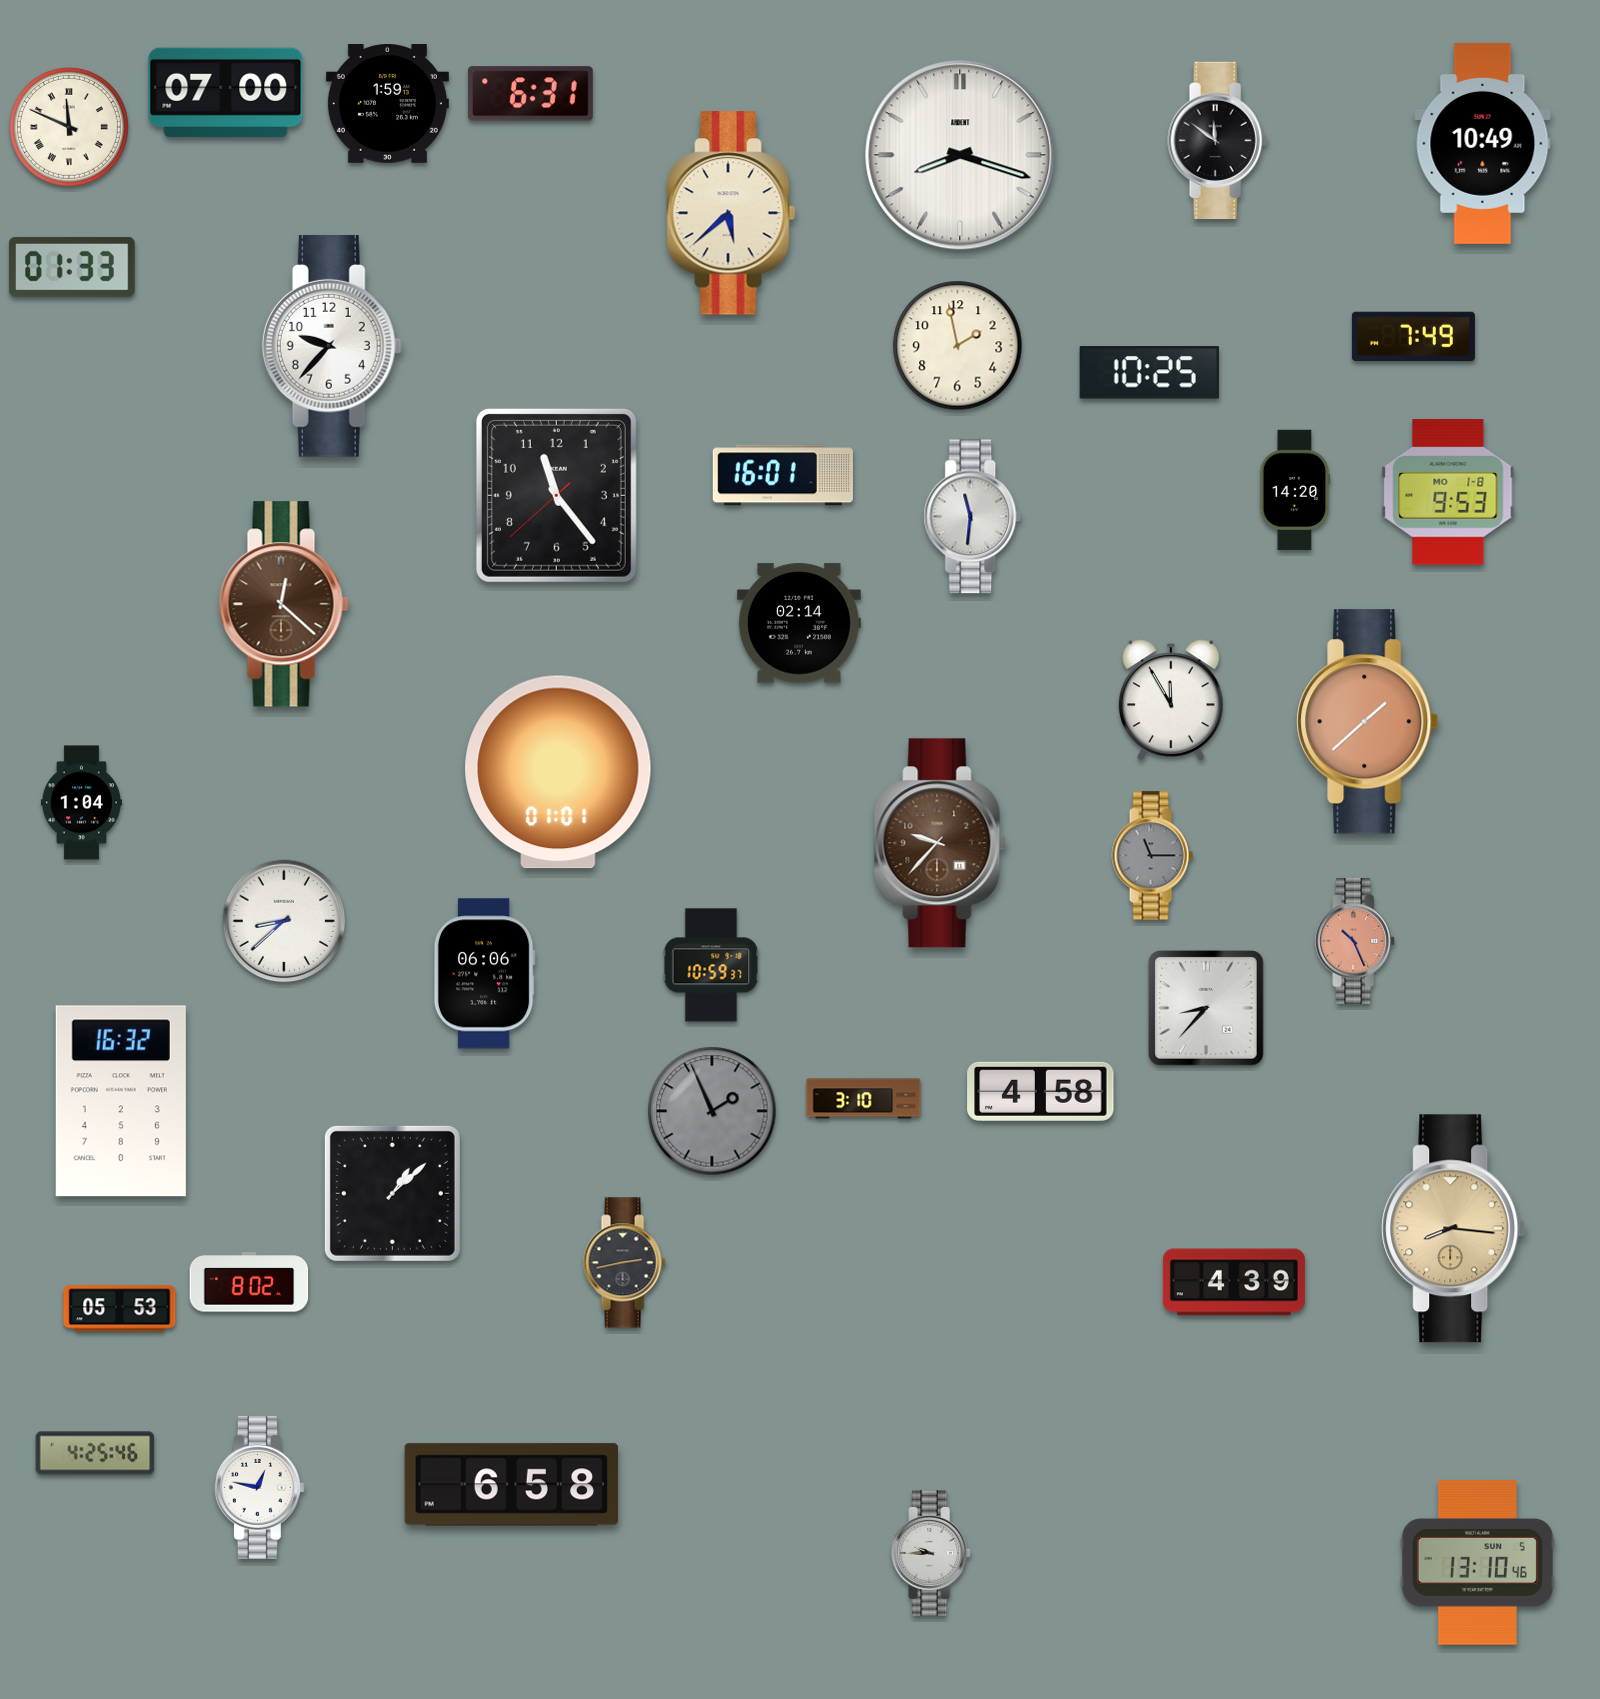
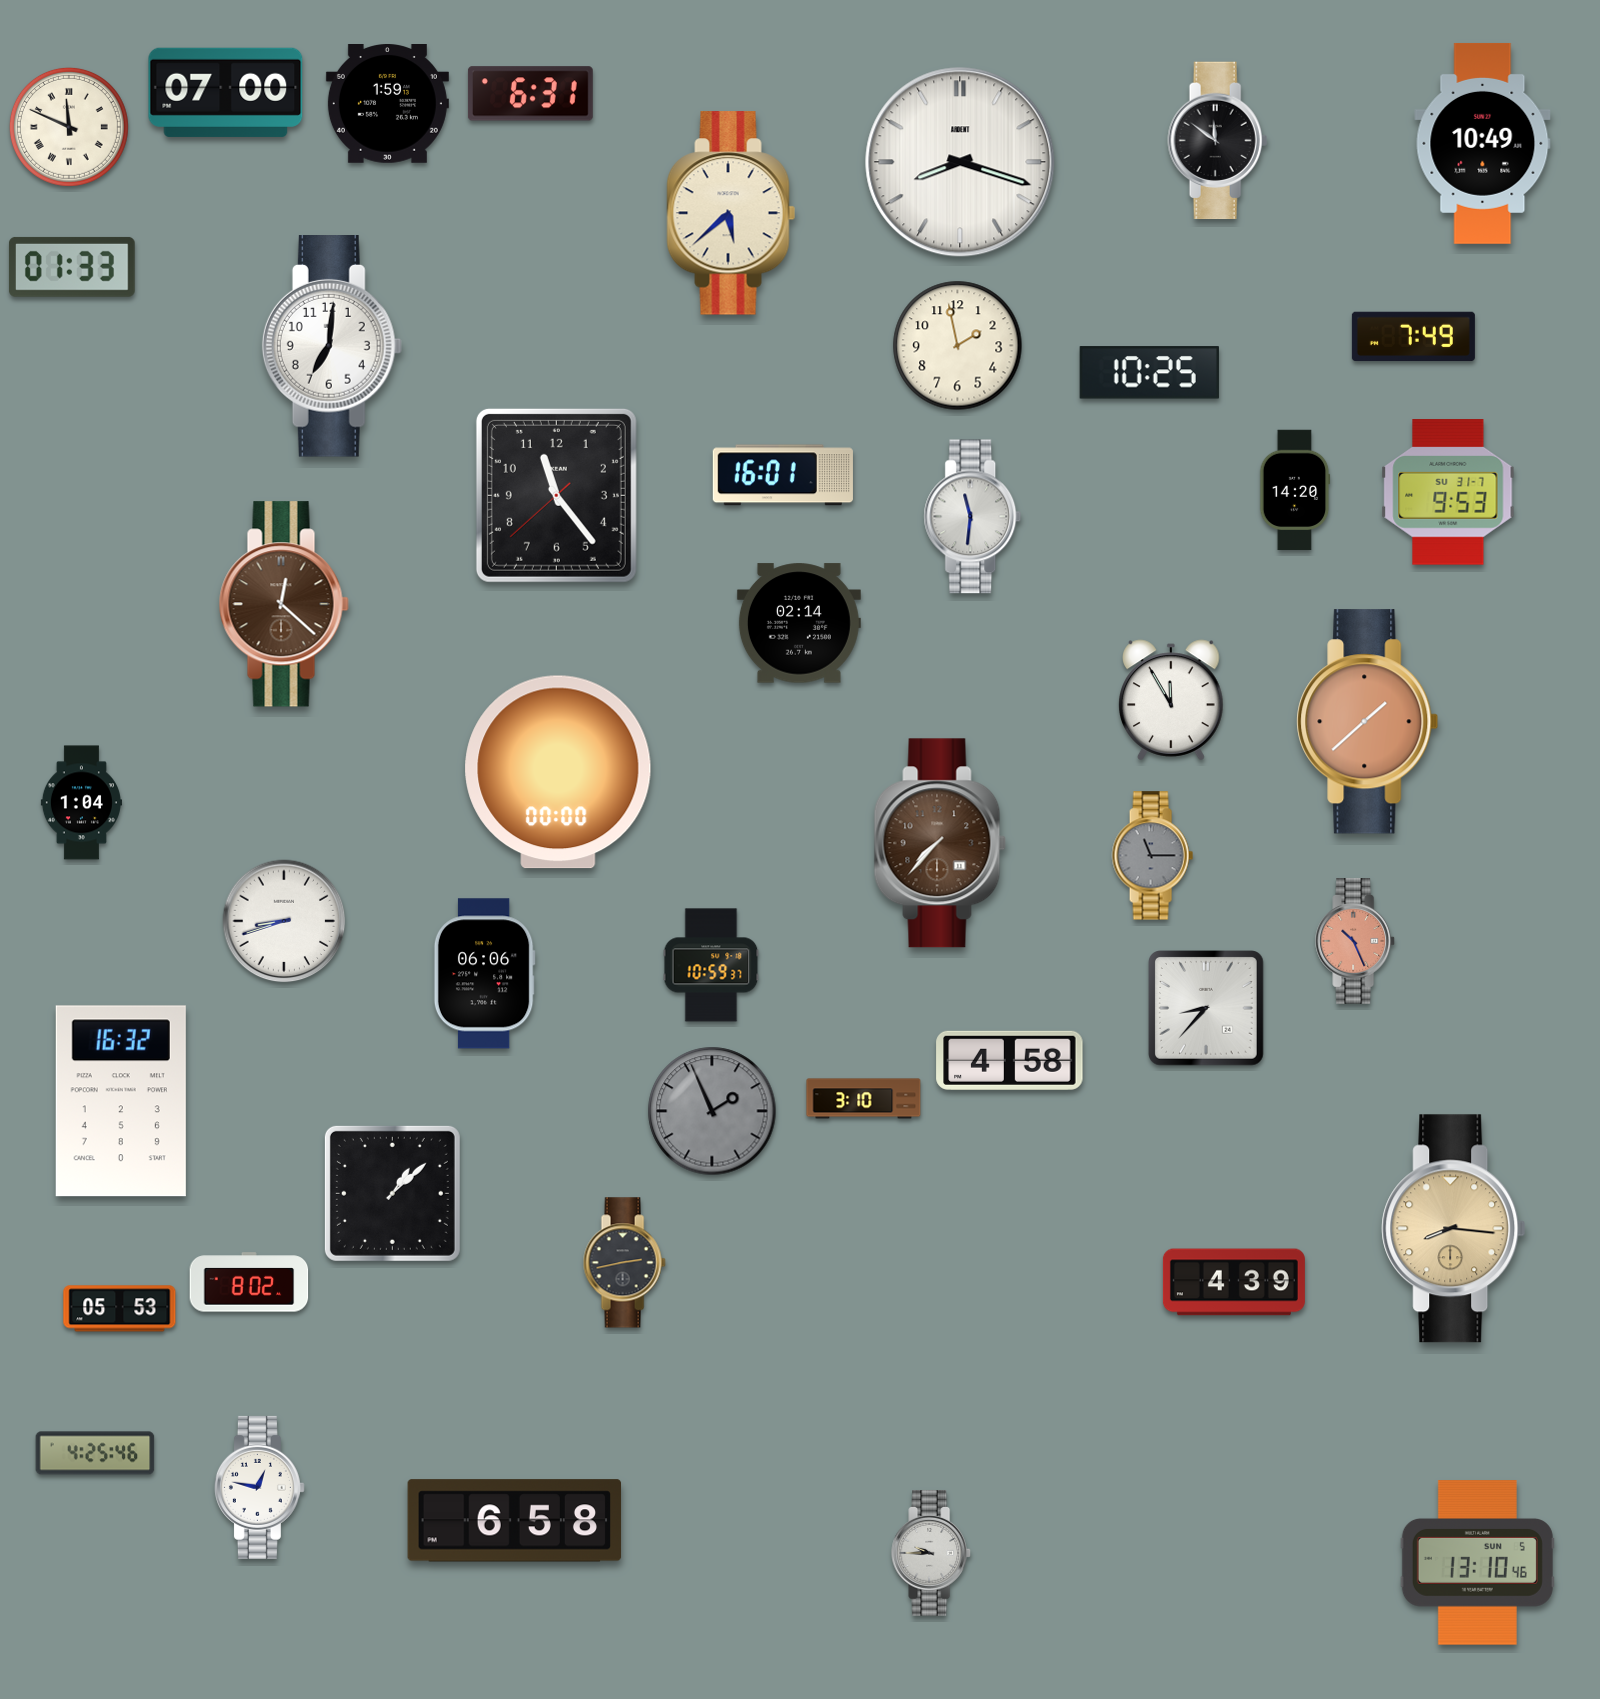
clock at (960, 155) position: (960, 155) -> (960, 162)
clock at (332, 347): 9:37 -> 7:01
clock at (1448, 492) date: MO 1-8 -> SU 31-7
clock at (558, 772): 01:01 -> 00:00
clock at (940, 843): 9:37 -> 7:37
clock at (284, 921): 8:38 -> 8:42
clock at (1041, 1091) position: (1041, 1091) -> (1010, 1060)
clock at (512, 1485) position: (512, 1485) -> (515, 1521)
